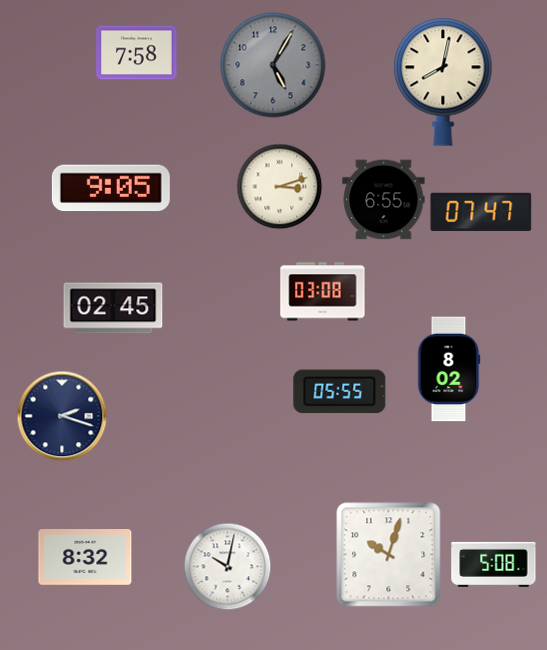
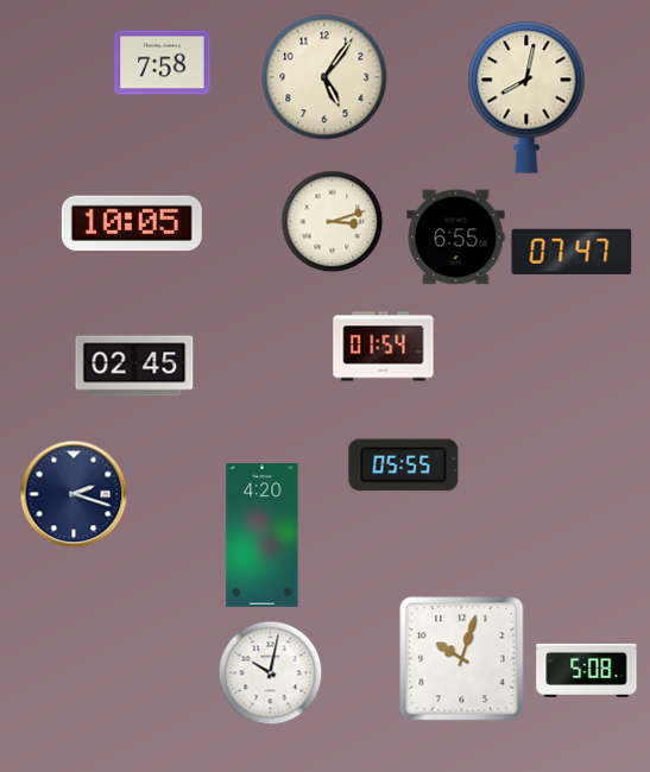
clock at (273, 65): 5:05 -> 5:06
clock at (273, 65) dial: grey -> cream
clock at (111, 188): 9:05 -> 10:05
clock at (323, 292): 03:08 -> 01:54
clock at (449, 369): 8:02 -> none
clock at (263, 536): none -> 4:20
clock at (85, 558): 8:32 -> none
